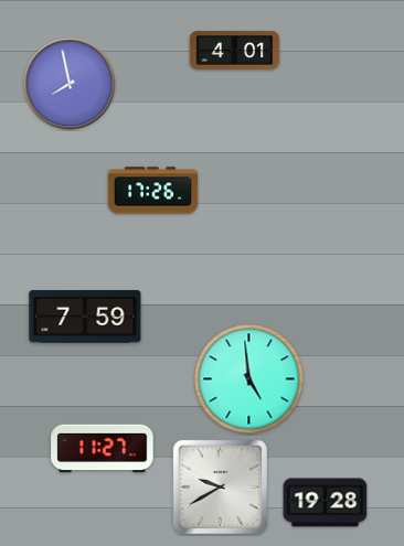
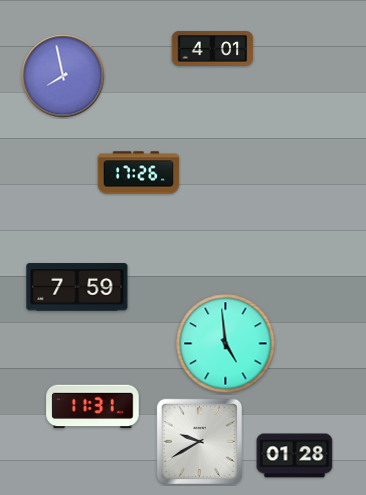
clock at (235, 51) position: (235, 51) -> (213, 49)
clock at (103, 449): 11:27 -> 11:31
clock at (326, 503): 19:28 -> 01:28
